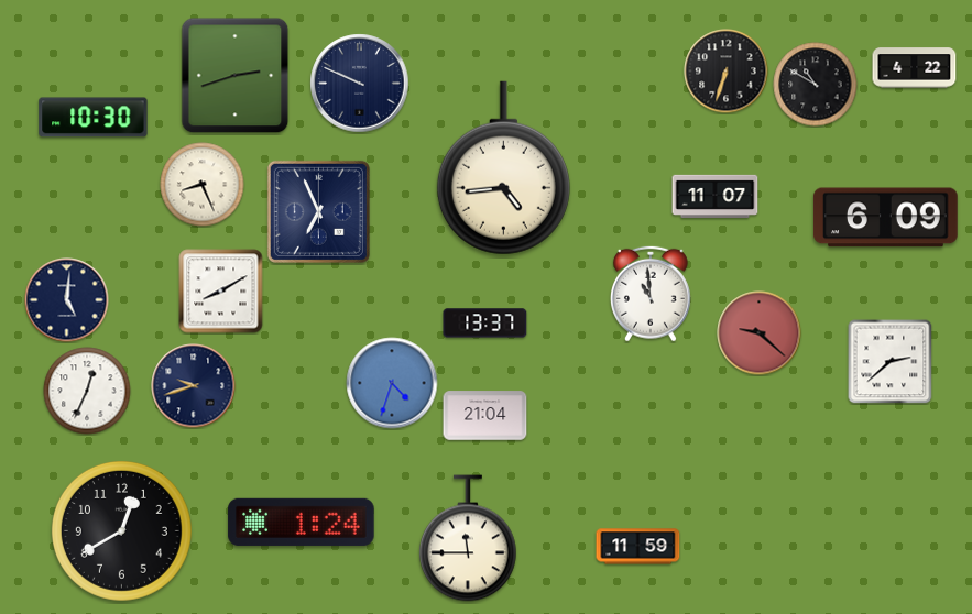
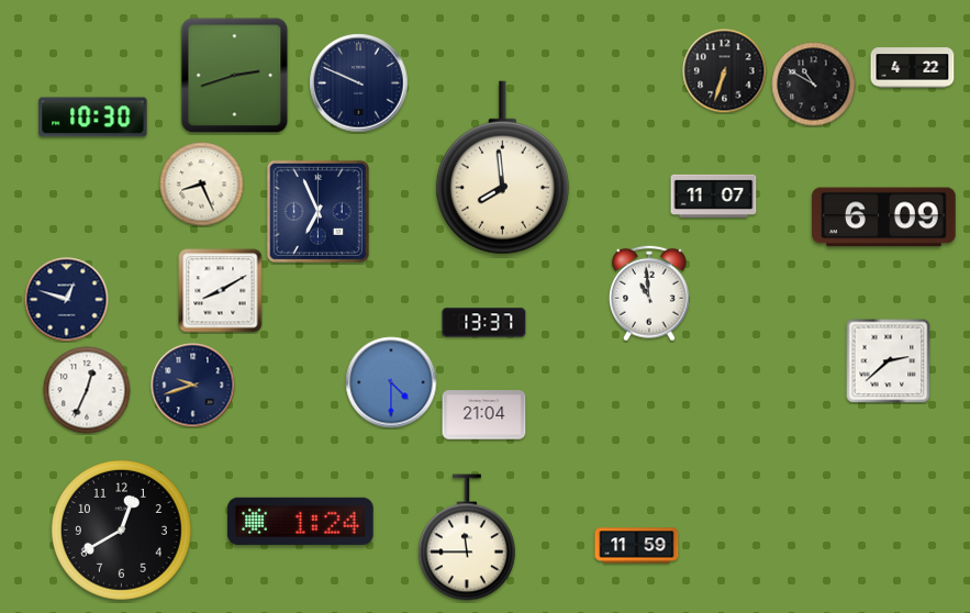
clock at (503, 168): 4:44 -> 7:59
clock at (67, 300): 5:01 -> 12:48
clock at (760, 333): 9:22 -> none
clock at (392, 383): 4:33 -> 4:30
